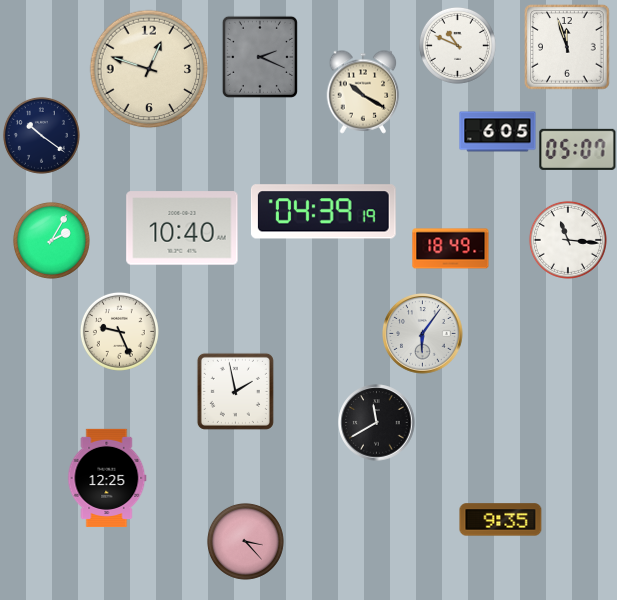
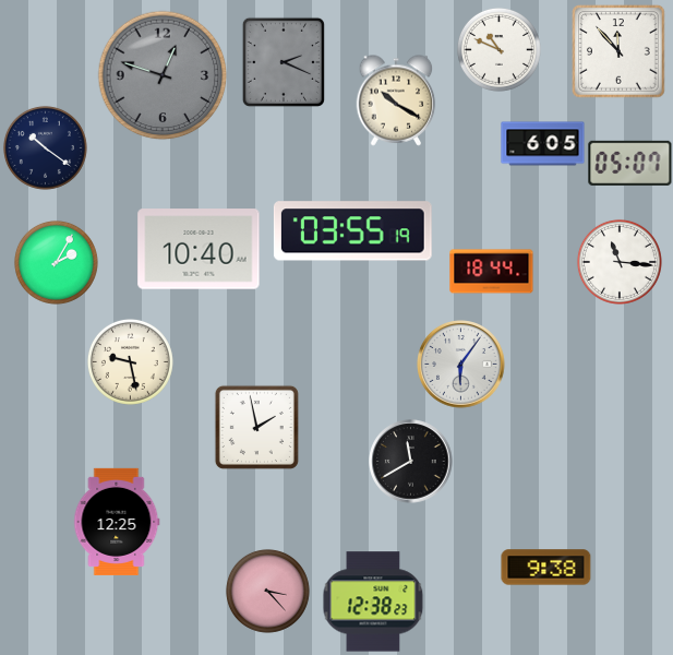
clock at (567, 47): 11:57 -> 11:53
clock at (149, 69) dial: cream -> grey
clock at (323, 212): 04:39 -> 03:55
clock at (451, 249): 18:49 -> 18:44
clock at (119, 331): 9:26 -> 9:28
clock at (501, 520): 9:35 -> 9:38
clock at (373, 602): none -> 12:38
